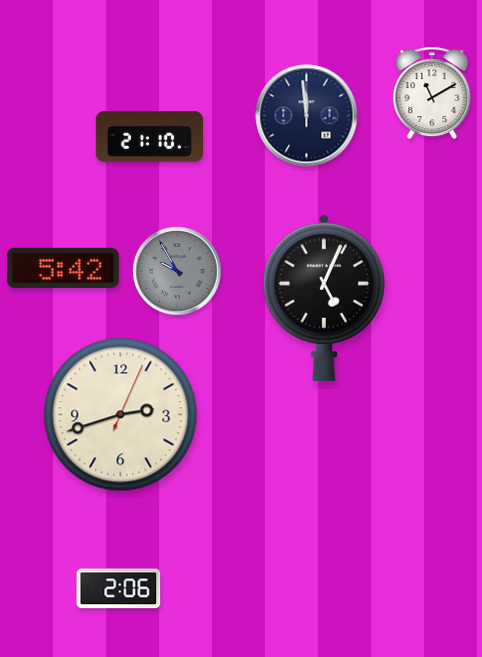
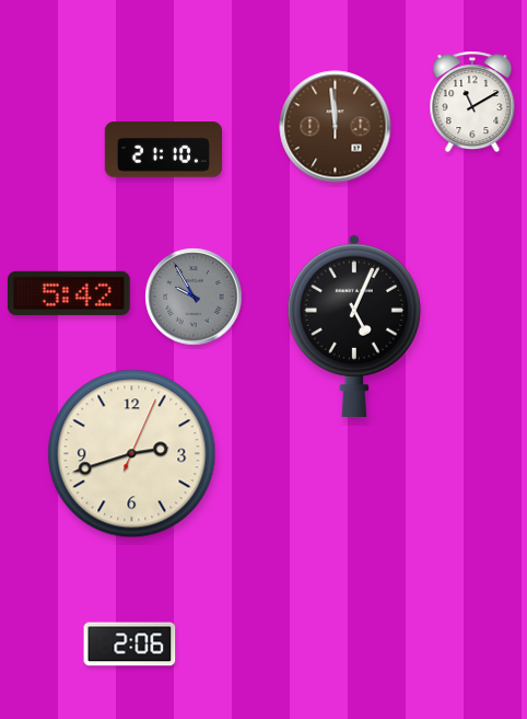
clock at (307, 116) dial: navy -> brown
